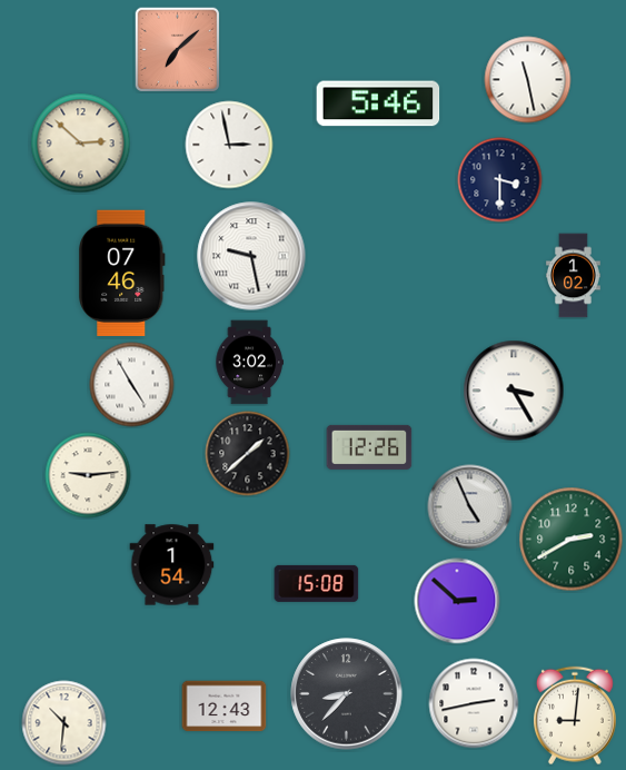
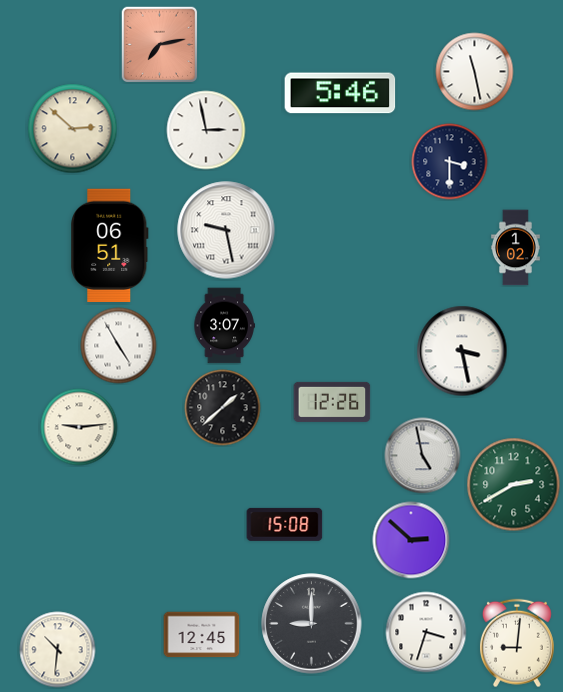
clock at (177, 49): 7:08 -> 7:13
clock at (122, 273): 07:46 -> 06:51
clock at (249, 363): 3:02 -> 3:07
clock at (514, 391): 3:25 -> 3:28
clock at (470, 507): 4:56 -> 4:58
clock at (172, 565): 1:54 -> none
clock at (347, 694): 8:37 -> 9:00
clock at (474, 703): 2:43 -> 3:33
clock at (225, 707): 12:43 -> 12:45
